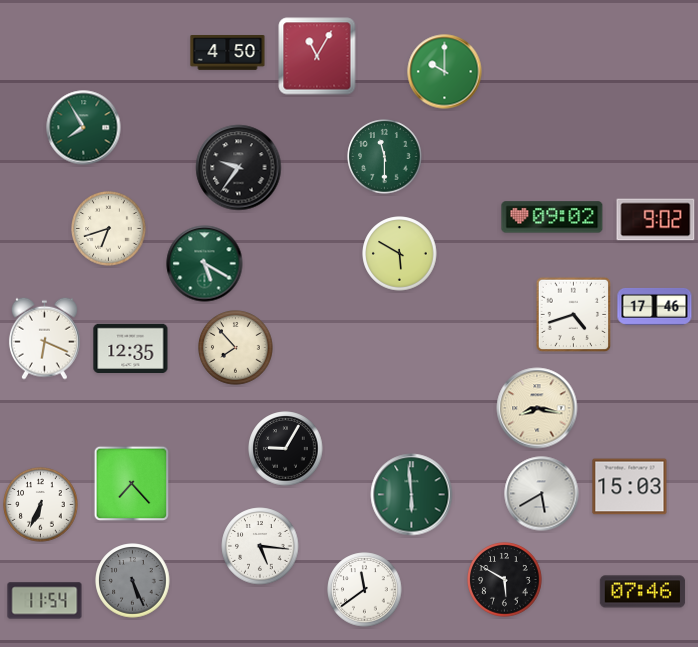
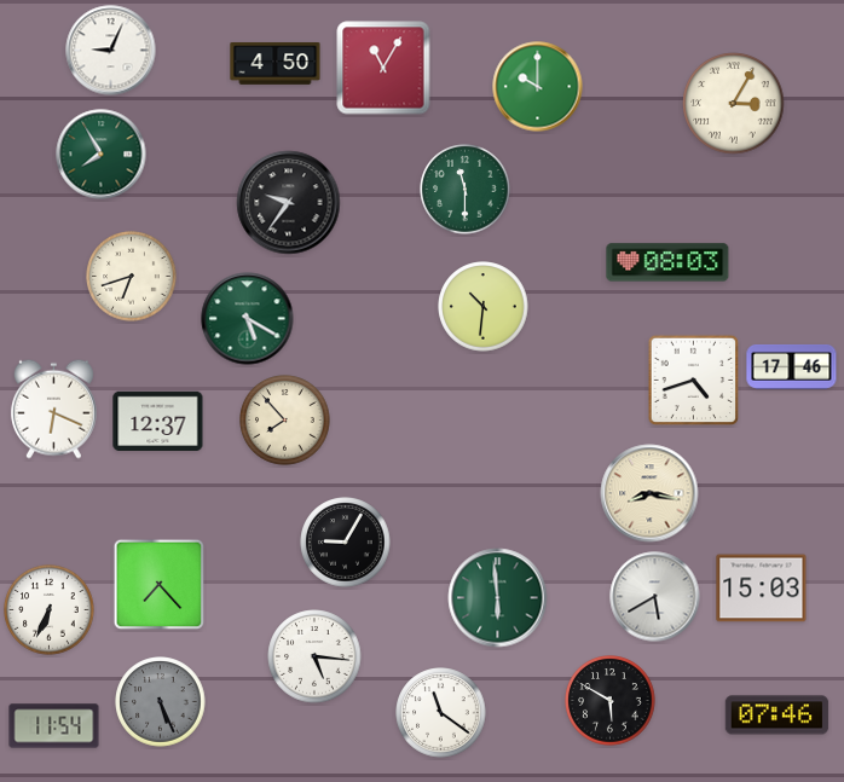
clock at (111, 51): none -> 9:04
clock at (734, 104): none -> 3:05
clock at (552, 217): 09:02 -> 08:03
clock at (656, 220): 9:02 -> none
clock at (400, 254): 5:50 -> 10:31
clock at (655, 306) position: (655, 306) -> (792, 366)
clock at (131, 348): 12:35 -> 12:37
clock at (260, 546) position: (260, 546) -> (314, 656)
clock at (365, 590): 11:39 -> 11:21
